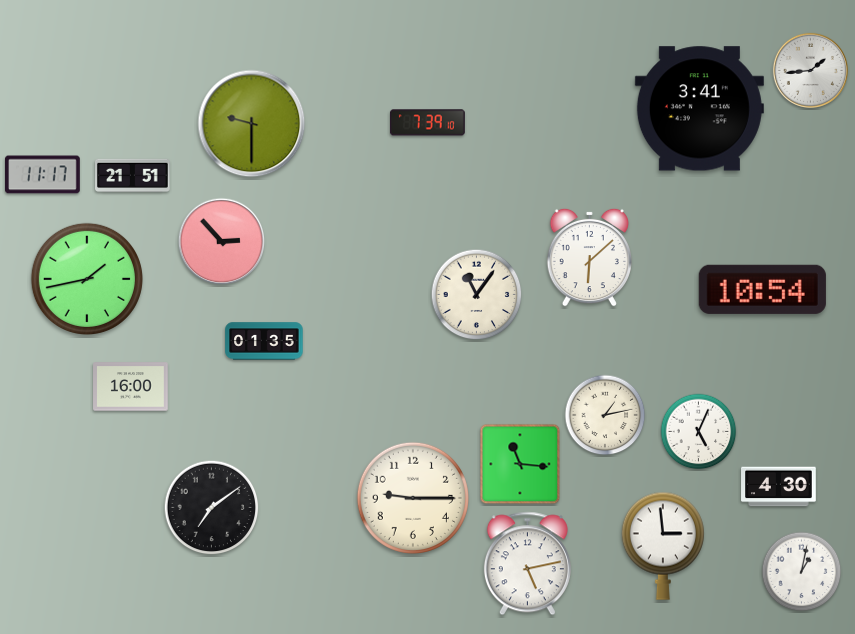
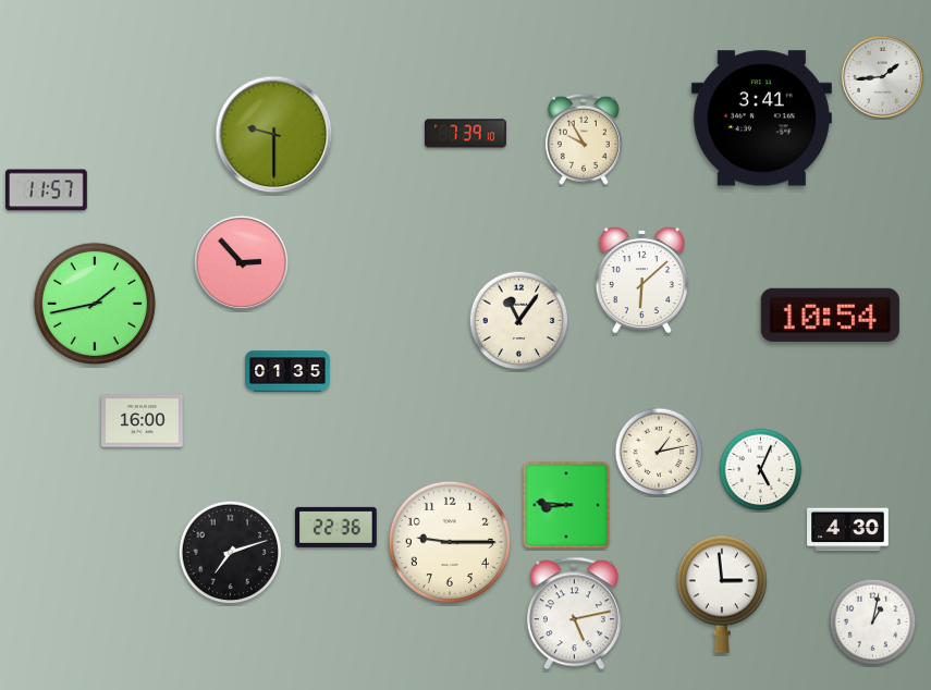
clock at (584, 139): none -> 9:55
clock at (43, 175): 11:17 -> 11:57
clock at (133, 175): 21:51 -> none
clock at (520, 464): 11:16 -> 8:46
clock at (336, 527): none -> 22:36
clock at (212, 508): 7:09 -> 7:12
